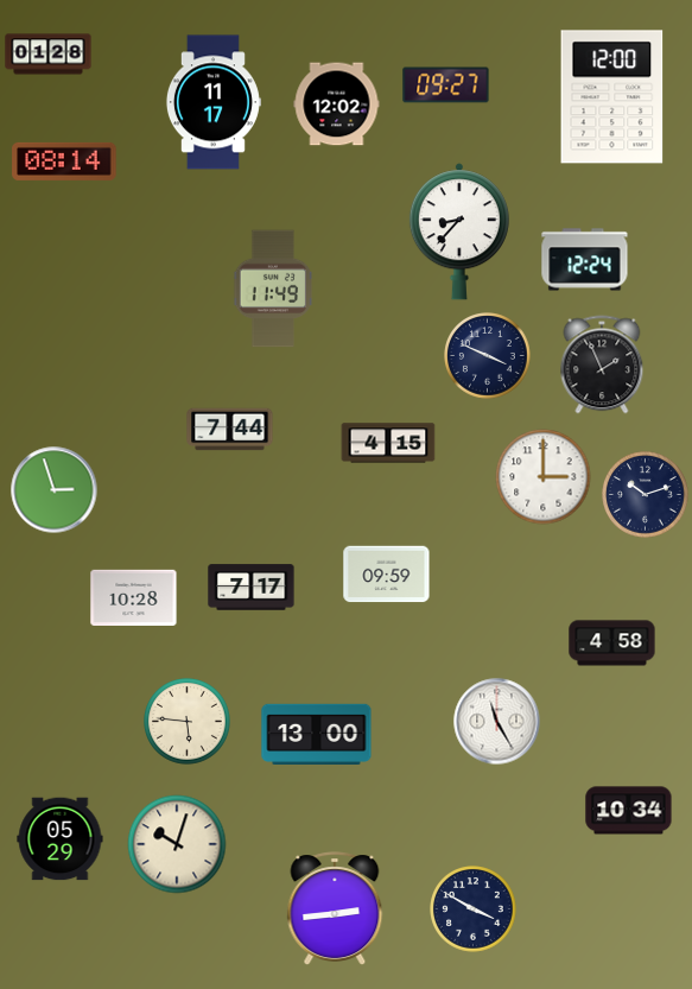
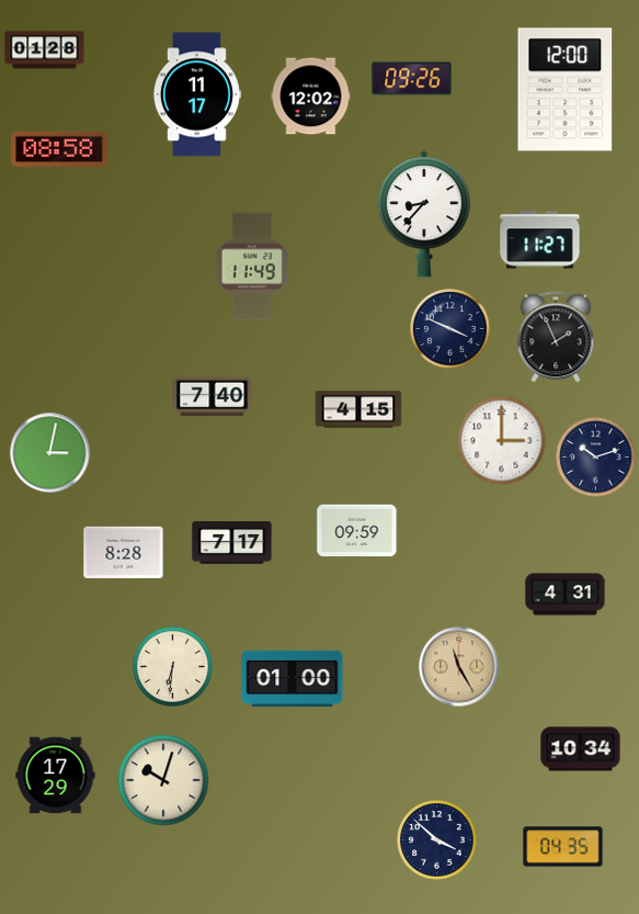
clock at (446, 85): 09:27 -> 09:26
clock at (64, 161): 08:14 -> 08:58
clock at (585, 260): 12:24 -> 11:27
clock at (230, 430): 7:44 -> 7:40
clock at (55, 490): 2:57 -> 3:02
clock at (134, 597): 10:28 -> 8:28
clock at (612, 644): 4:58 -> 4:31
clock at (188, 722): 5:46 -> 6:31
clock at (497, 722) dial: white -> champagne
clock at (317, 734): 13:00 -> 01:00
clock at (61, 839): 05:29 -> 17:29
clock at (335, 908): 2:44 -> none
clock at (474, 909): 3:50 -> 3:52
clock at (563, 847): none -> 04:35
